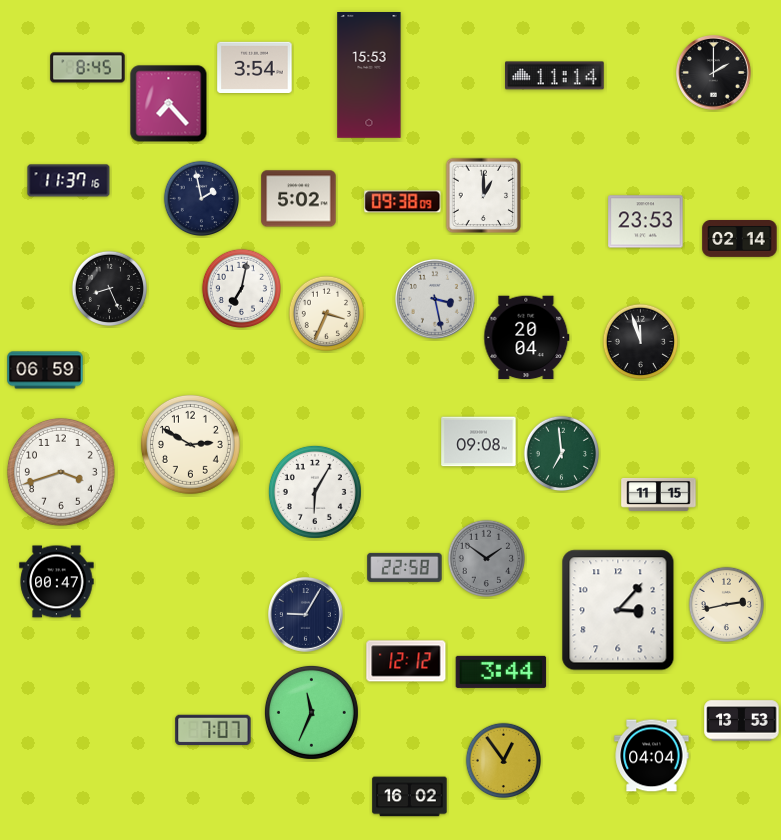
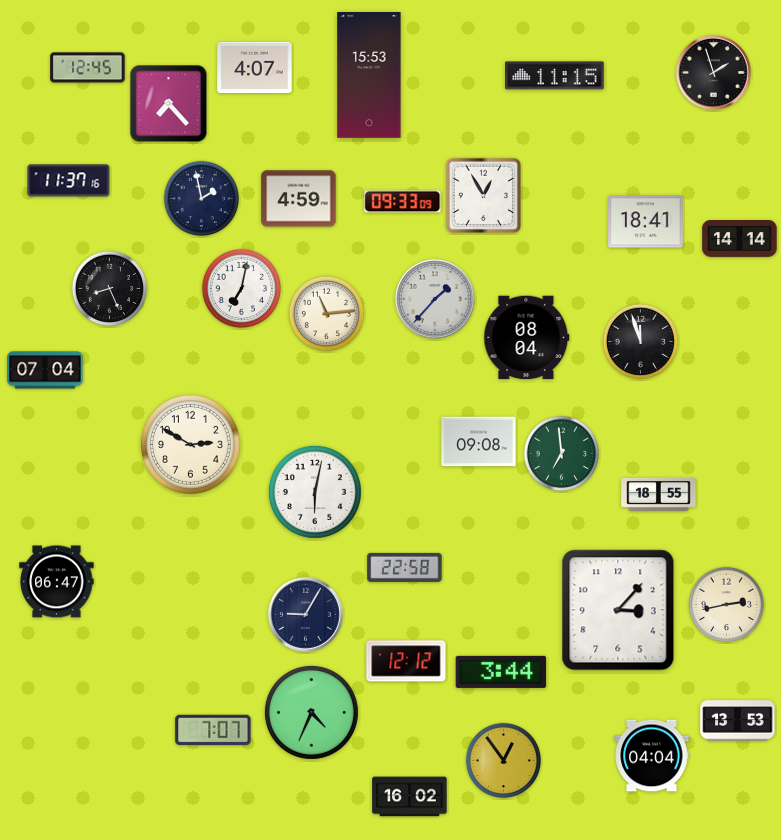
clock at (255, 67): 3:54 -> 4:07
clock at (88, 68): 8:45 -> 12:45
clock at (714, 73): 2:00 -> 1:57
clock at (555, 76): 11:14 -> 11:15
clock at (484, 196): 1:00 -> 12:55
clock at (299, 199): 5:02 -> 4:59
clock at (403, 202): 09:38 -> 09:33
clock at (646, 222): 23:53 -> 18:41
clock at (740, 239): 02:14 -> 14:14
clock at (435, 299): 3:28 -> 1:37
clock at (326, 313): 3:34 -> 11:14
clock at (527, 338): 20:04 -> 08:04
clock at (45, 370): 06:59 -> 07:04
clock at (61, 472): 3:42 -> none
clock at (315, 492): 6:05 -> 6:02
clock at (659, 494): 11:15 -> 18:55
clock at (486, 558): 1:51 -> none
clock at (57, 582): 00:47 -> 06:47
clock at (311, 712): 11:34 -> 4:34
clock at (742, 721) position: (742, 721) -> (738, 721)
